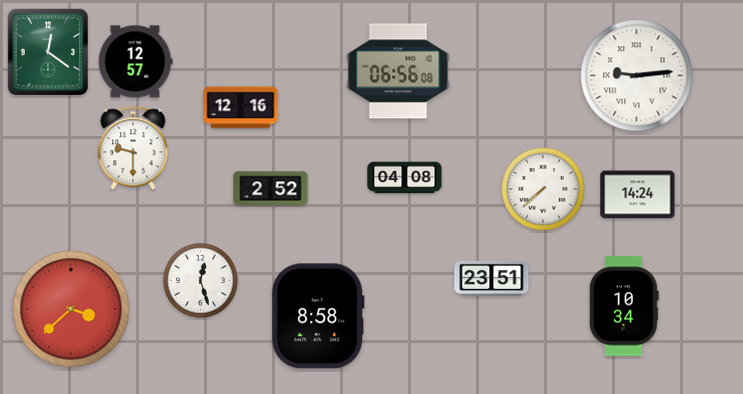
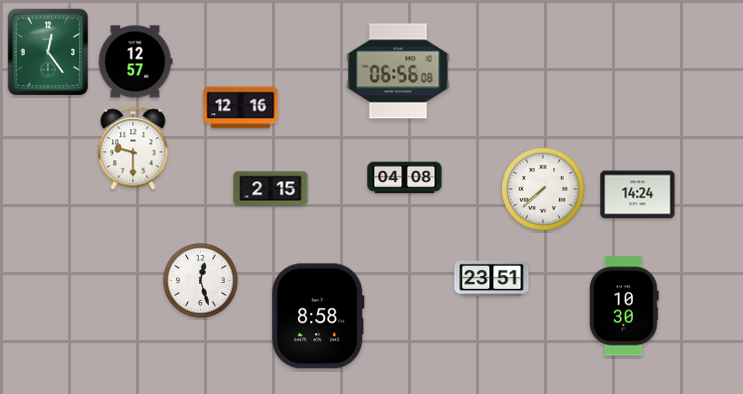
clock at (48, 52): 12:21 -> 12:24
clock at (637, 76): 9:14 -> none
clock at (271, 189): 2:52 -> 2:15
clock at (625, 306): 10:34 -> 10:30
clock at (71, 309): 3:38 -> none
